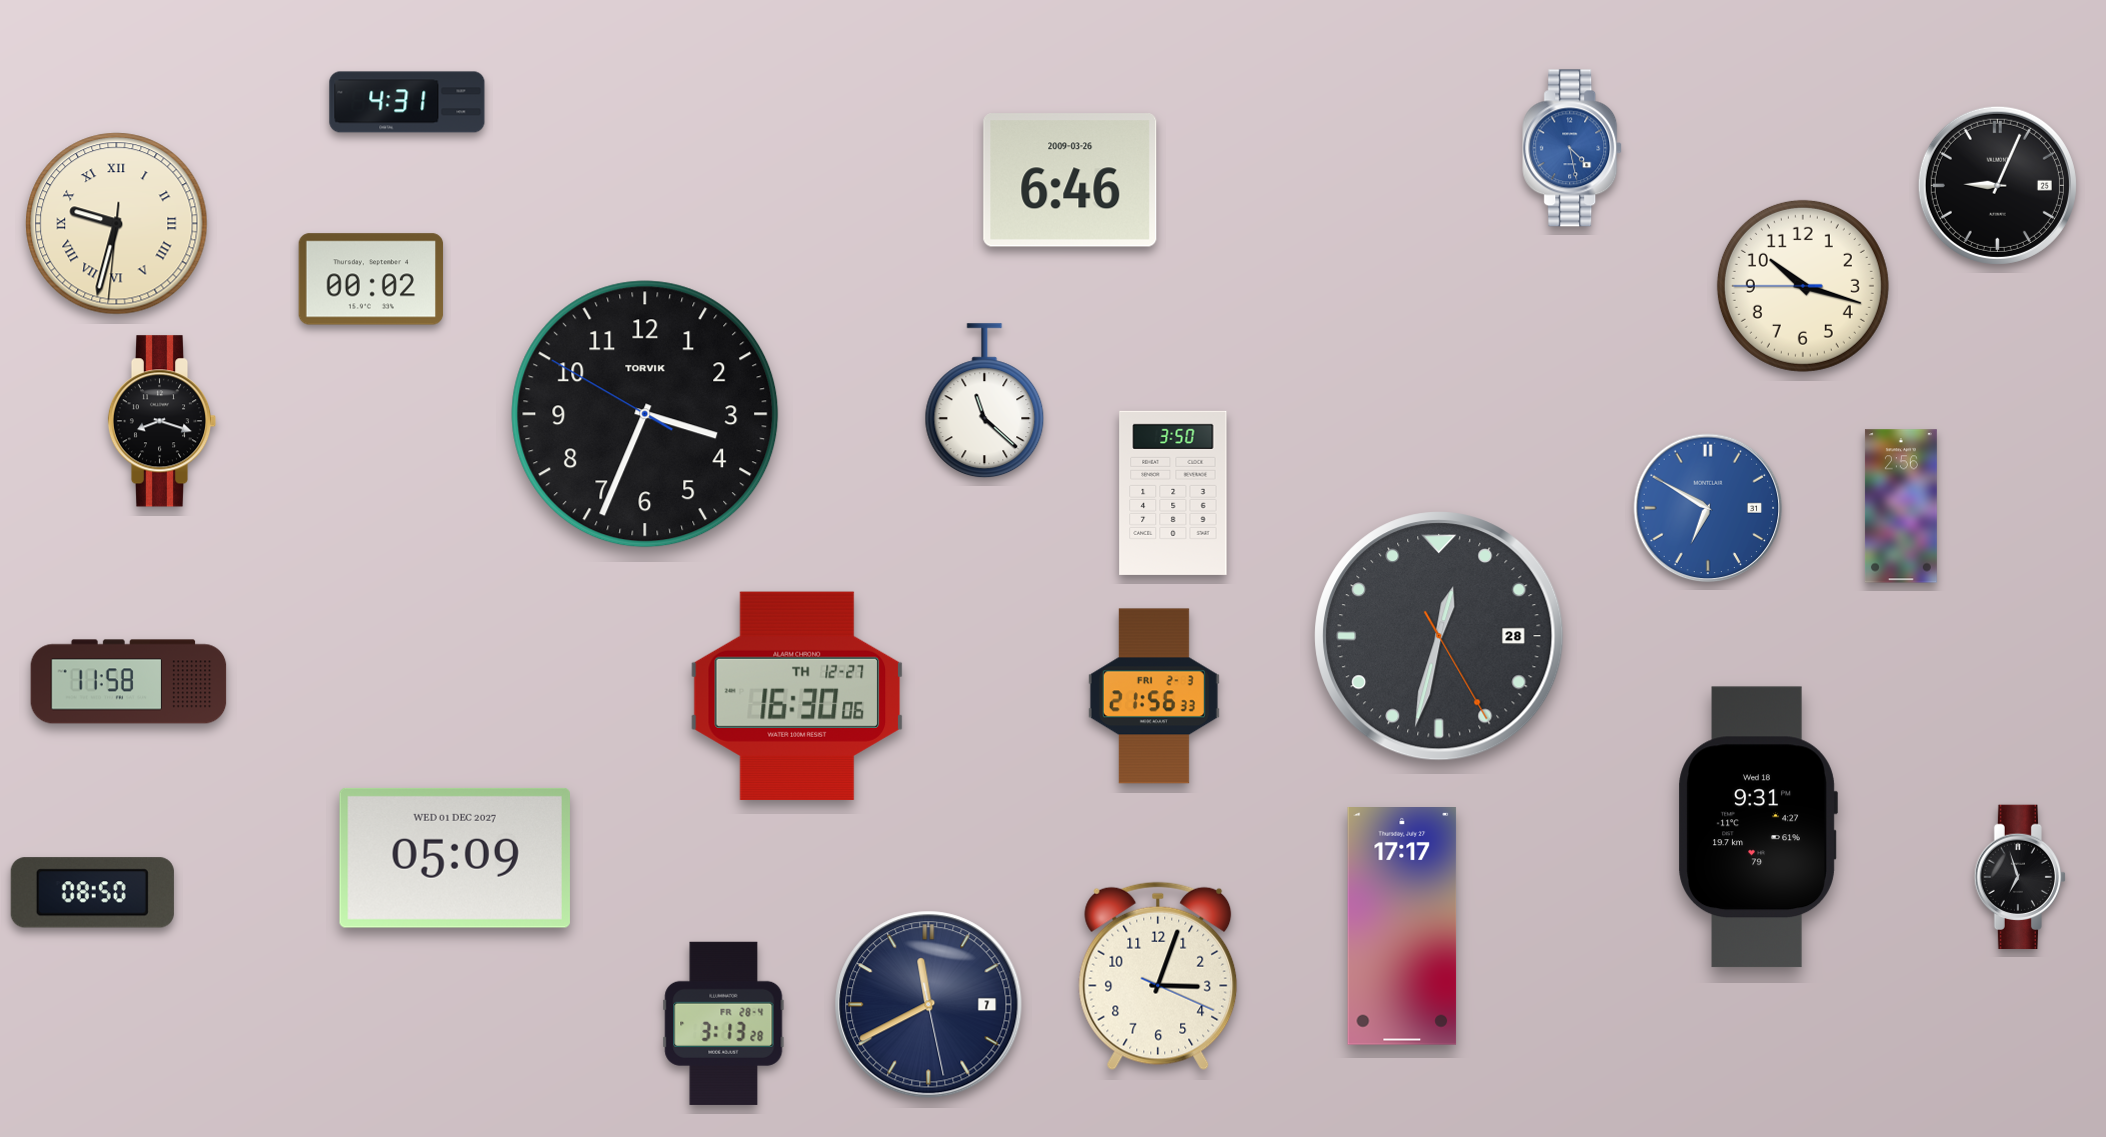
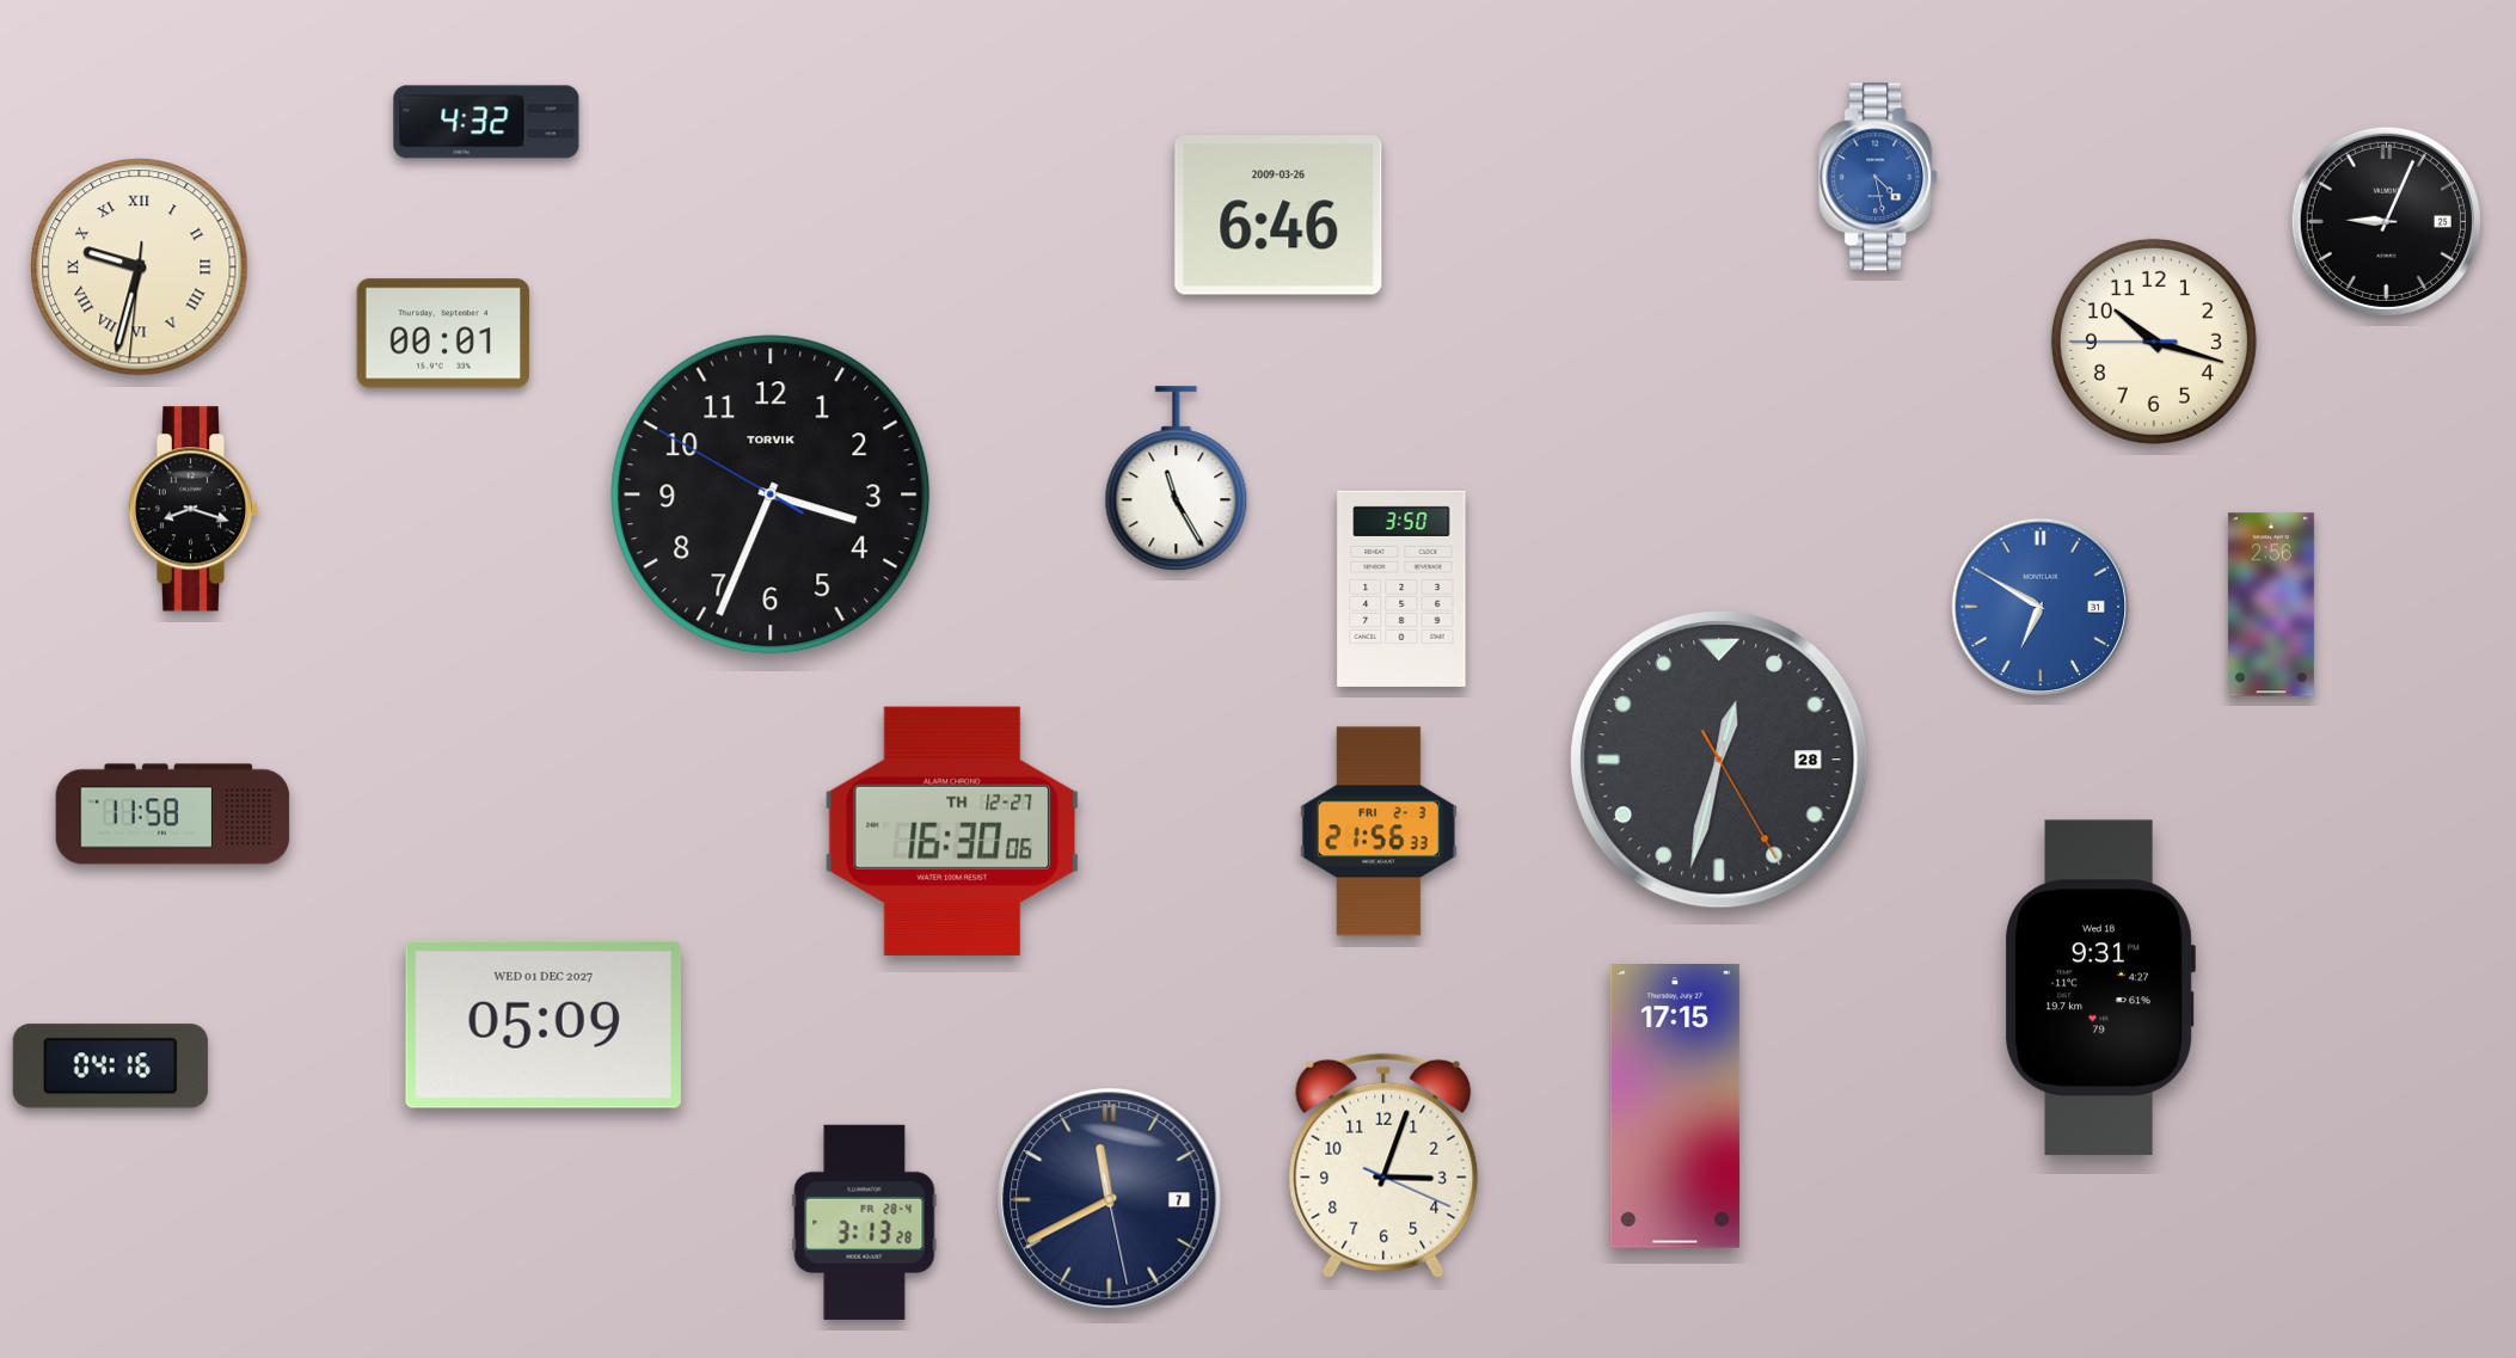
clock at (407, 102): 4:31 -> 4:32
clock at (371, 279): 00:02 -> 00:01
clock at (985, 401): 11:22 -> 11:25
clock at (162, 421) position: (162, 421) -> (194, 509)
clock at (129, 682) position: (129, 682) -> (173, 815)
clock at (2019, 877): 6:57 -> none
clock at (92, 893): 08:50 -> 04:16
clock at (1402, 927): 17:17 -> 17:15
